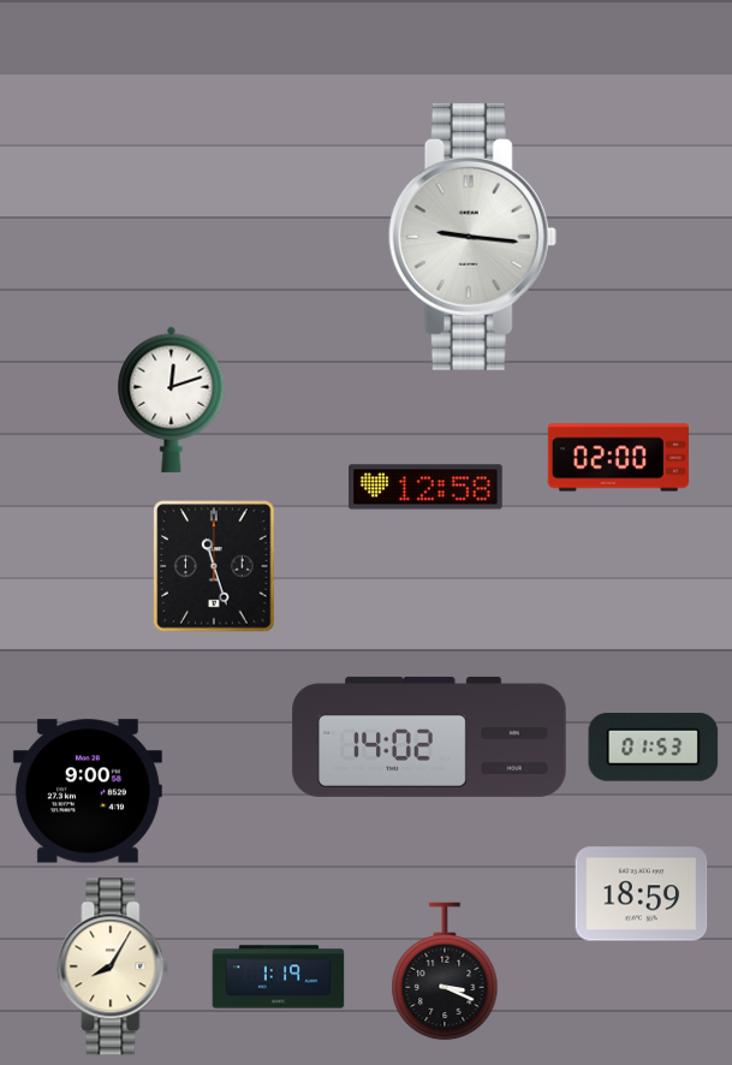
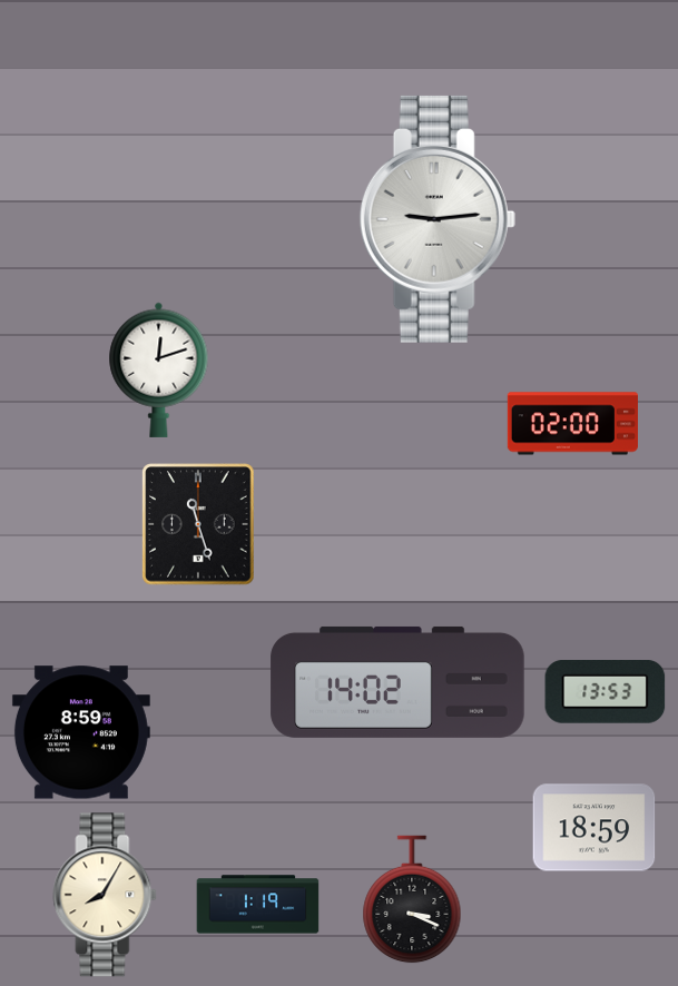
clock at (472, 237): 9:16 -> 9:14
clock at (427, 487): 12:58 -> none
clock at (654, 748): 01:53 -> 13:53
clock at (88, 791): 9:00 -> 8:59
